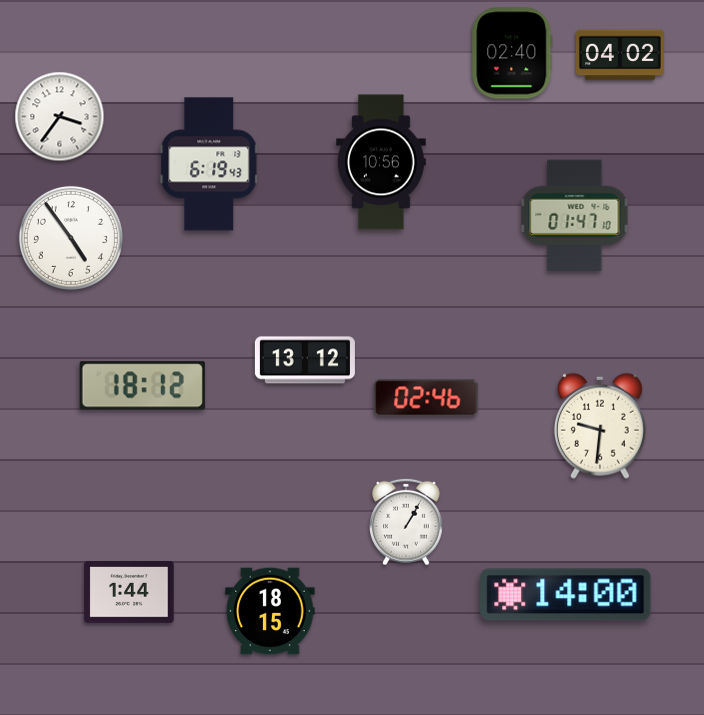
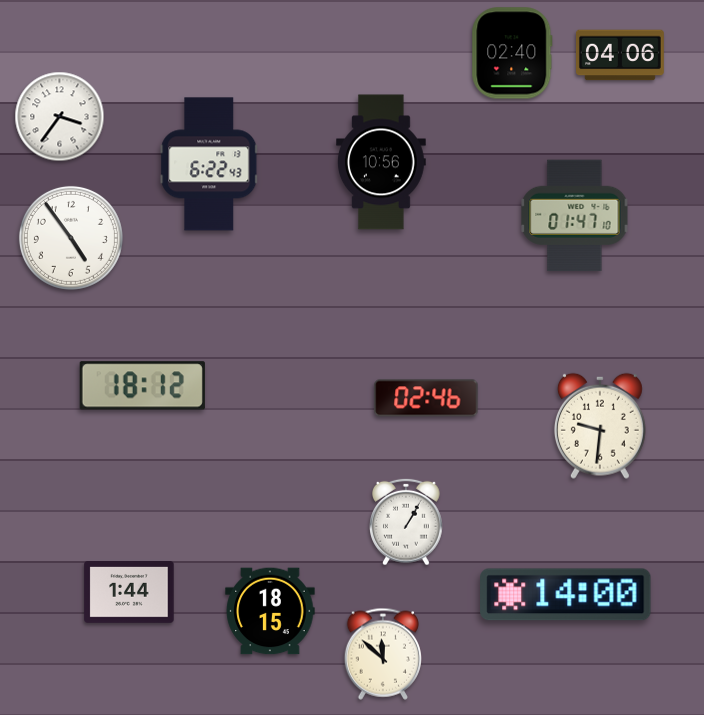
clock at (621, 55): 04:02 -> 04:06
clock at (209, 164): 6:19 -> 6:22
clock at (305, 360): 13:12 -> none
clock at (382, 654): none -> 11:52
